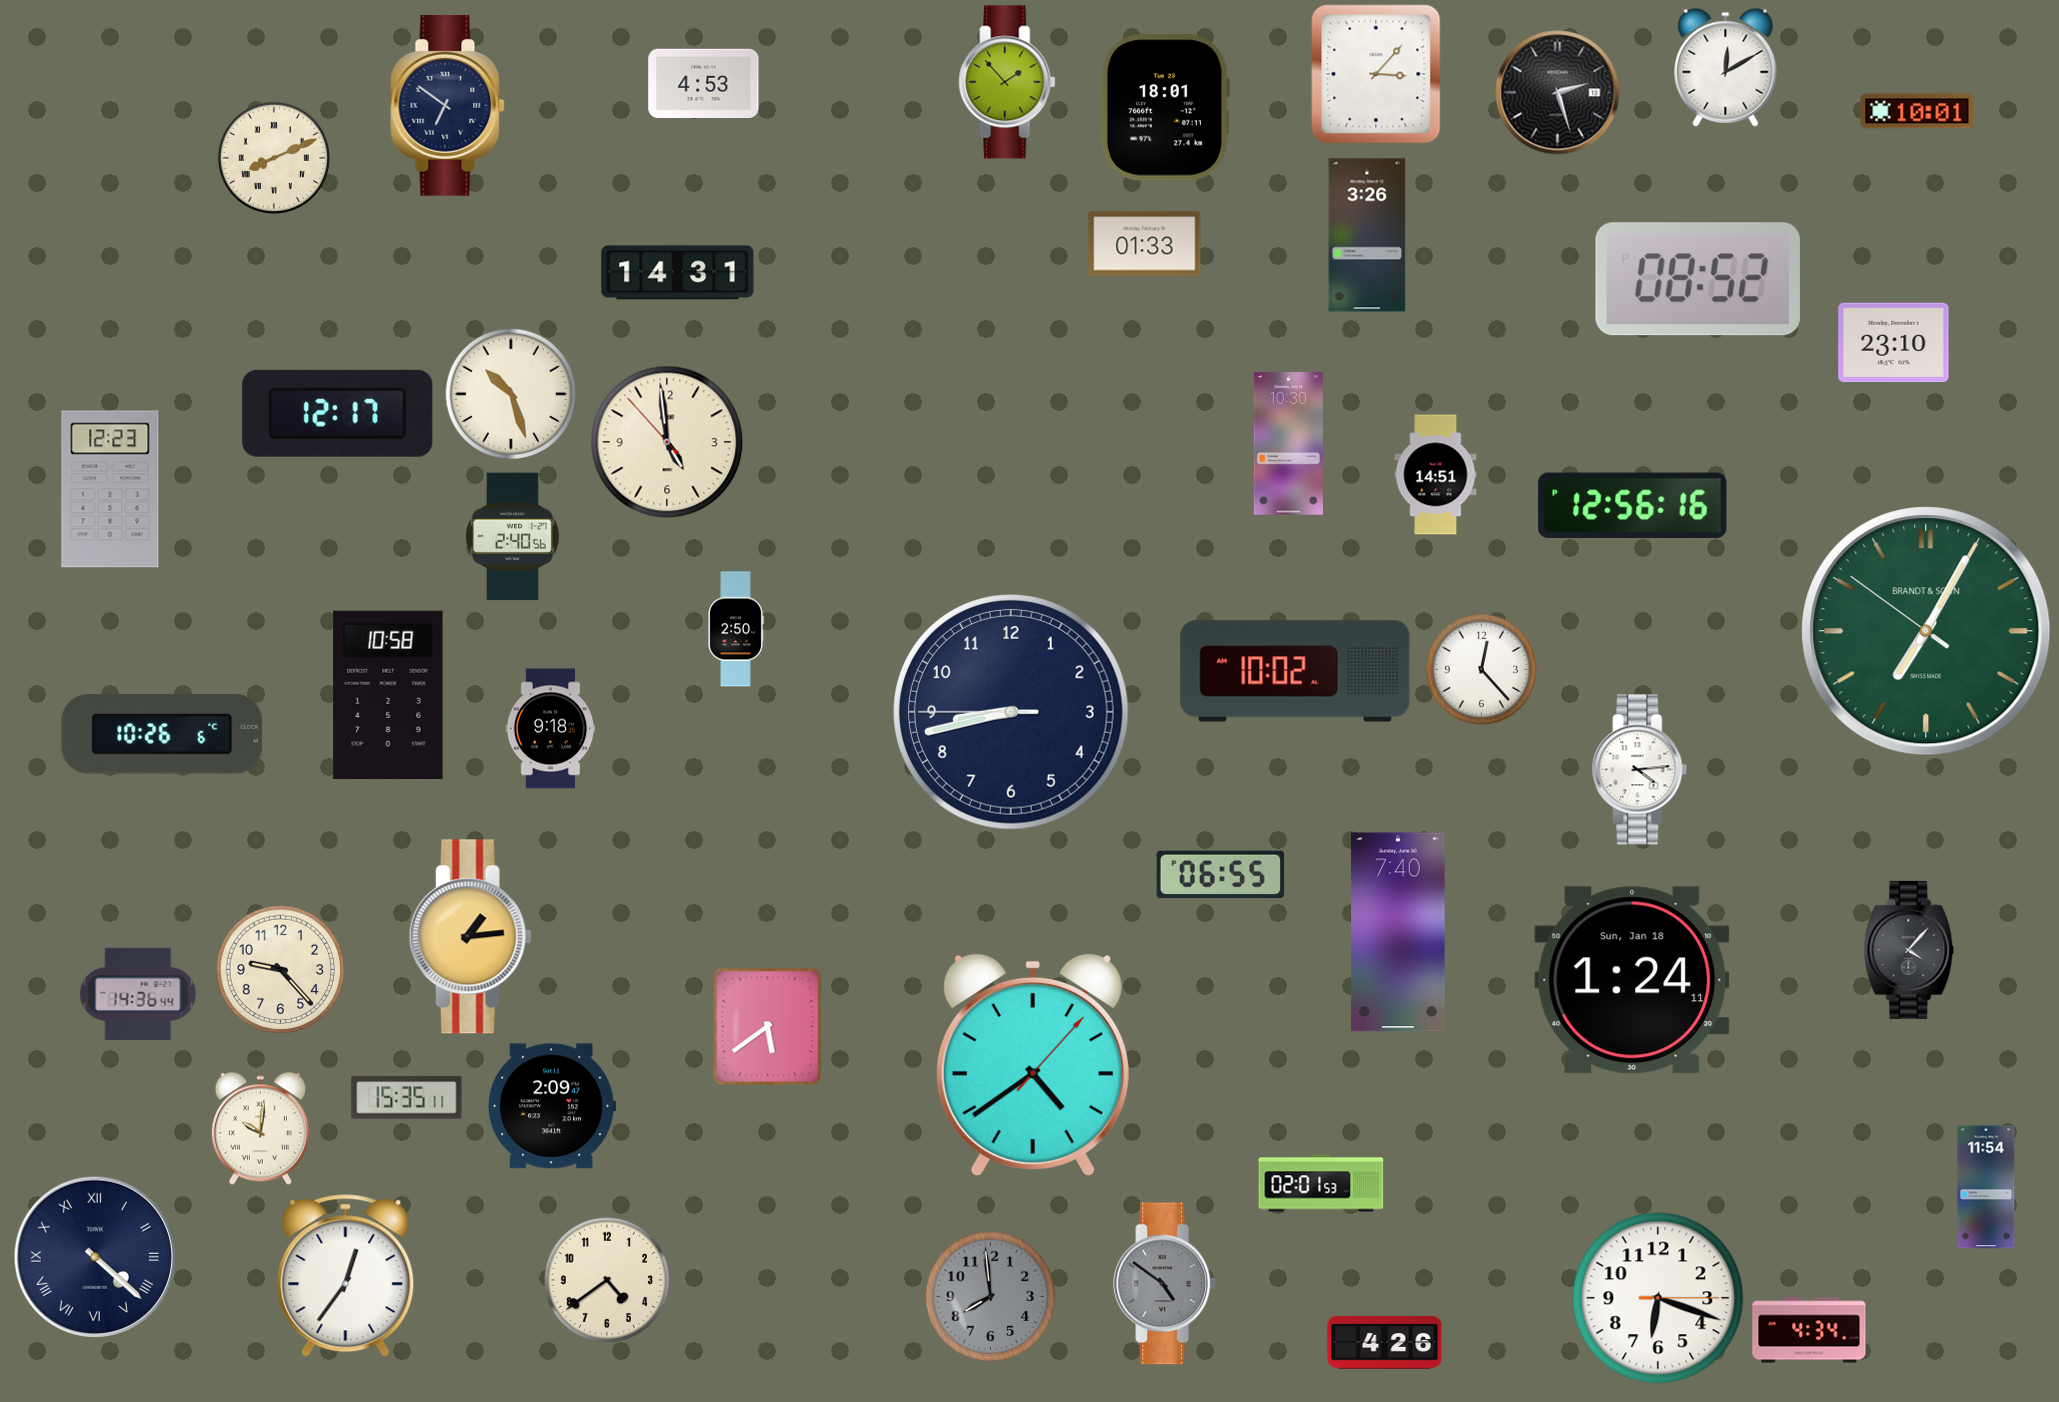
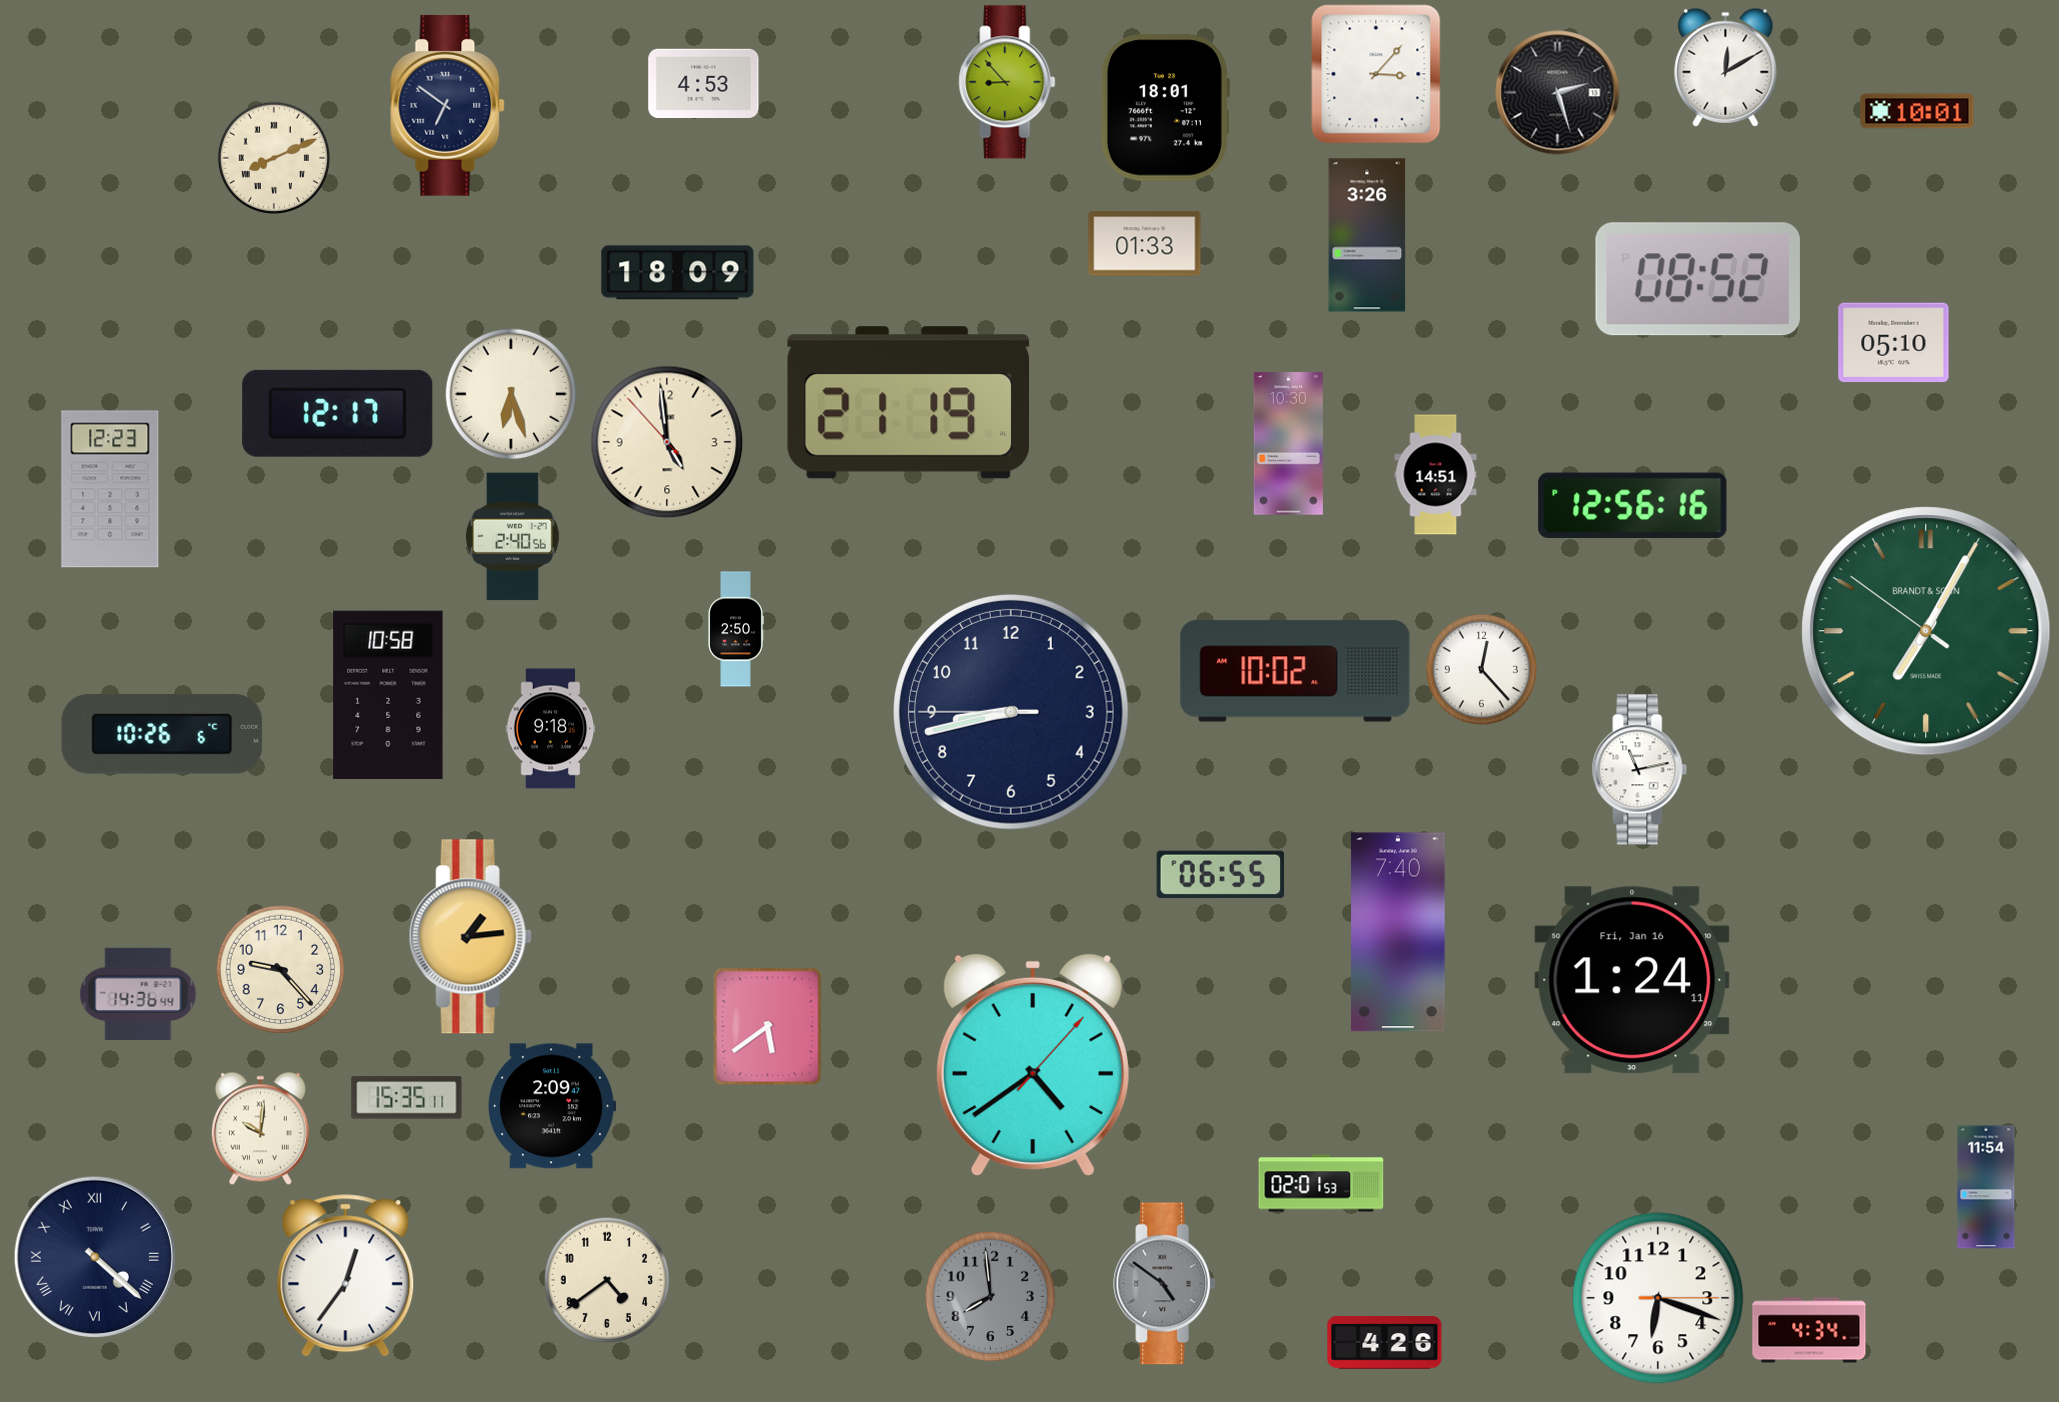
clock at (1007, 82): 1:53 -> 8:53
clock at (678, 273): 14:31 -> 18:09
clock at (1894, 343): 23:10 -> 05:10
clock at (511, 394): 10:27 -> 6:27
clock at (909, 403): none -> 21:19
clock at (1640, 770): 4:14 -> 11:13
clock at (1909, 950): 4:07 -> none
clock at (1632, 980) date: Sun, Jan 18 -> Fri, Jan 16
